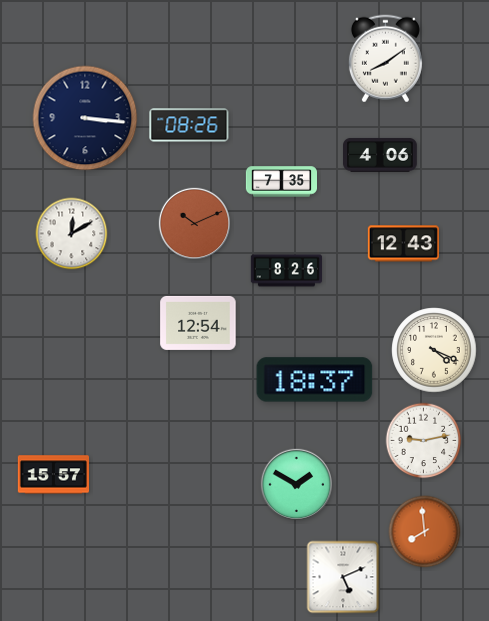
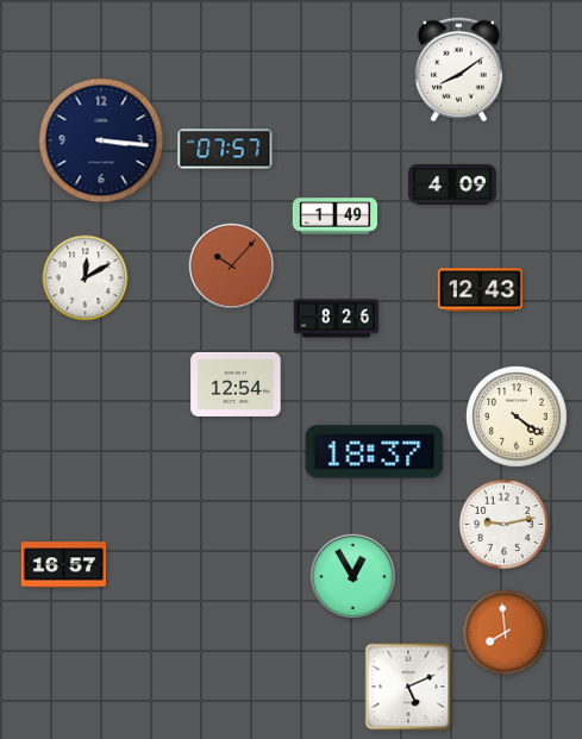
clock at (189, 125): 08:26 -> 07:57
clock at (381, 155): 4:06 -> 4:09
clock at (281, 182): 7:35 -> 1:49
clock at (194, 223): 10:11 -> 10:07
clock at (286, 271) position: (286, 271) -> (336, 319)
clock at (434, 350): 4:19 -> 4:21
clock at (53, 475): 15:57 -> 16:57
clock at (296, 484): 1:50 -> 12:55
